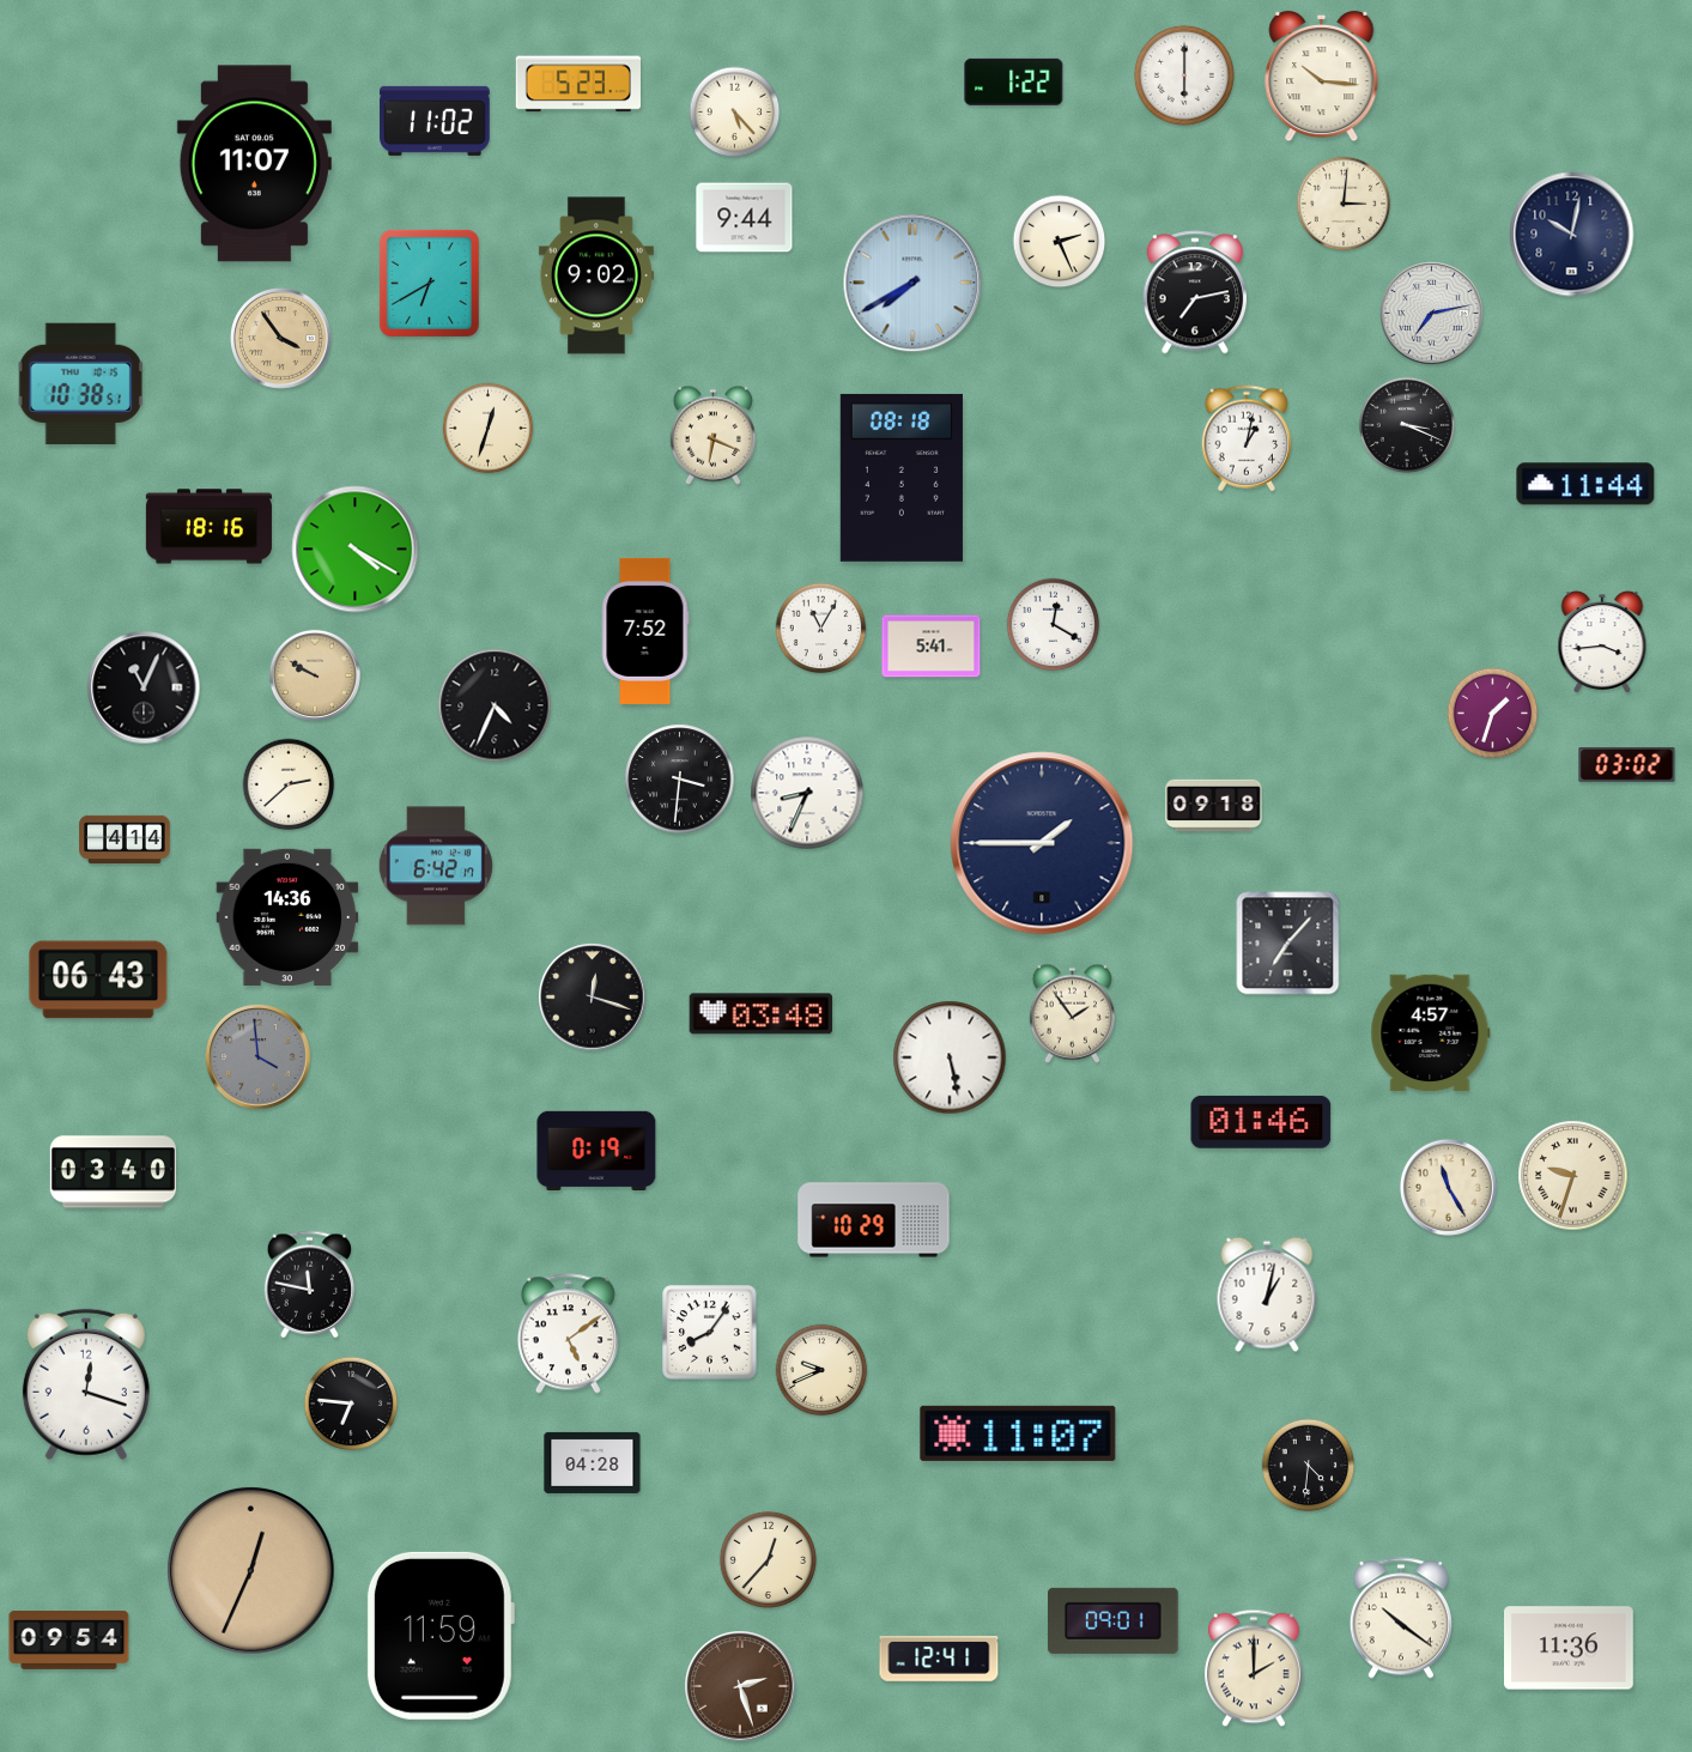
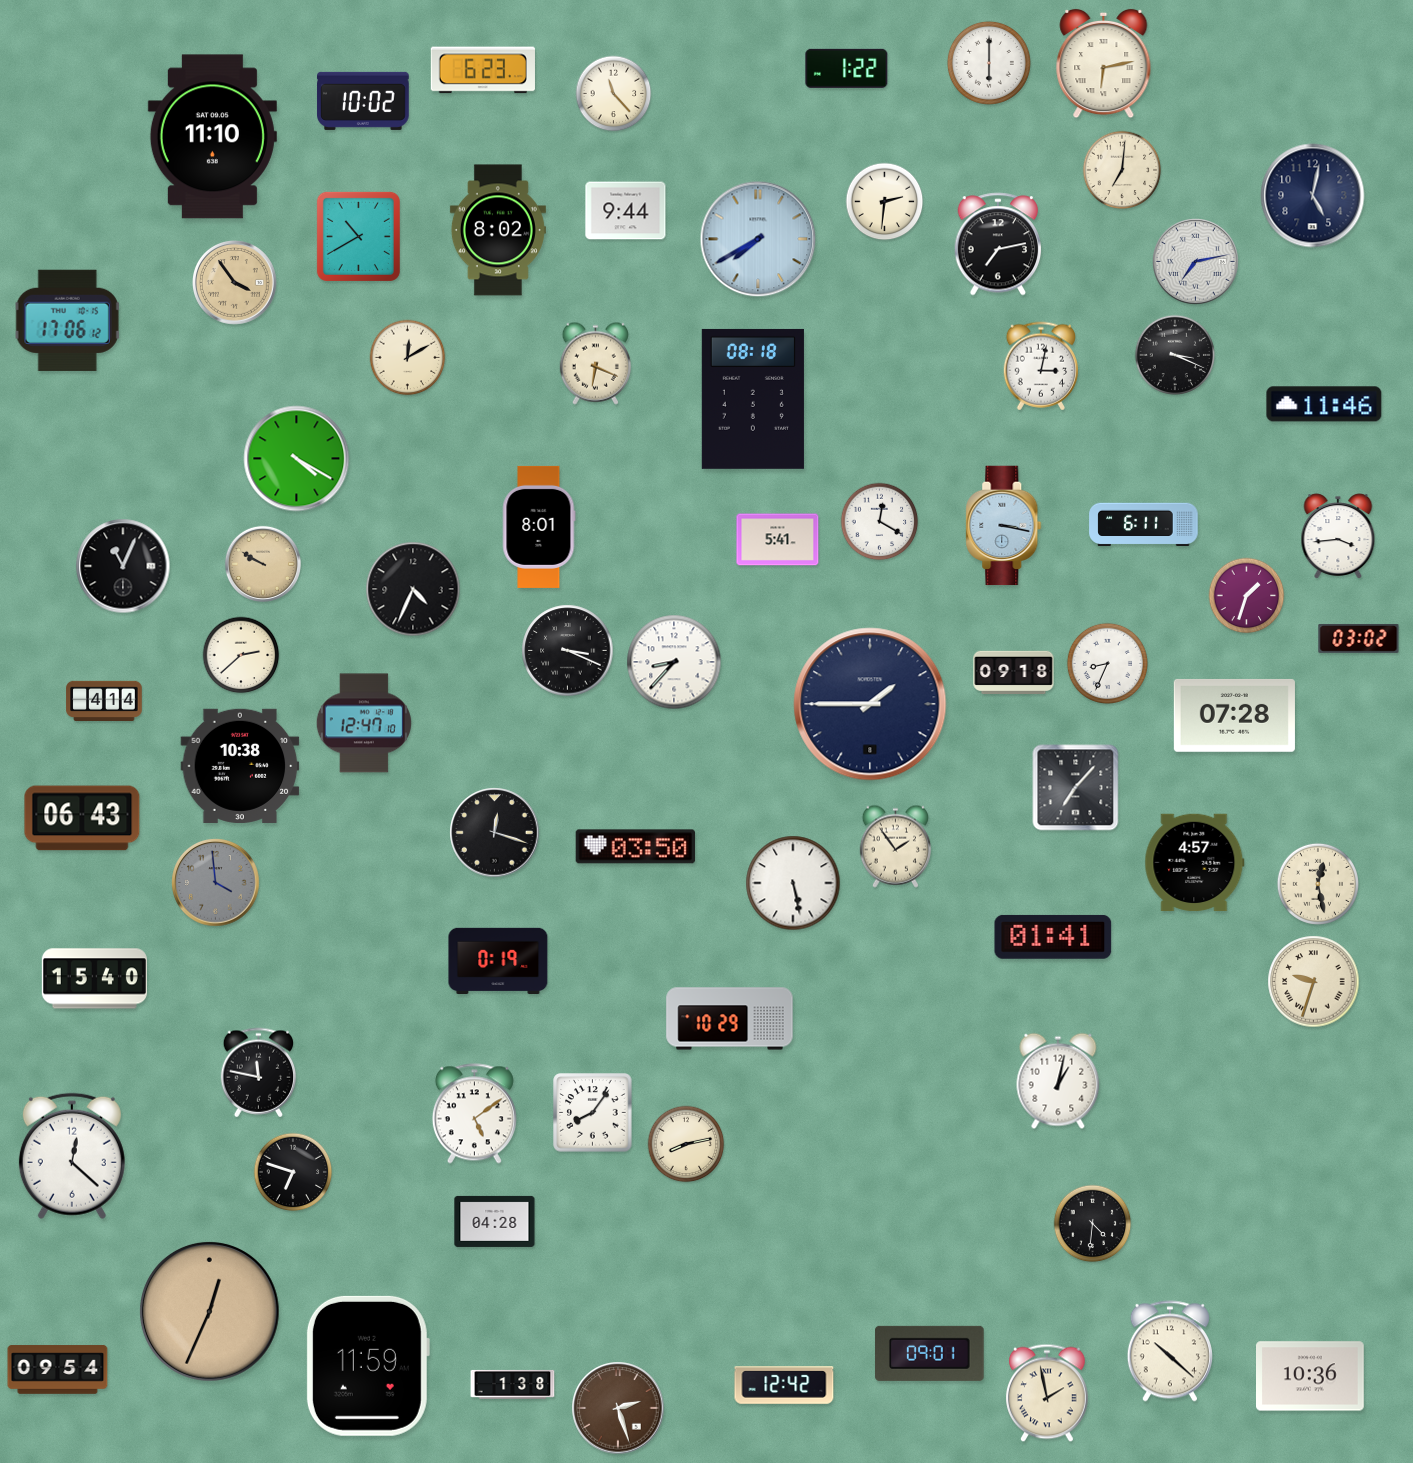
clock at (1322, 77): 10:16 -> 6:13
clock at (578, 84): 5:23 -> 6:23
clock at (735, 113): 5:23 -> 11:23
clock at (435, 121): 11:02 -> 10:02
clock at (254, 164): 11:07 -> 11:10
clock at (1344, 204): 3:01 -> 7:01
clock at (745, 218) position: (745, 218) -> (626, 211)
clock at (1572, 235): 10:02 -> 5:02
clock at (1060, 242): 2:26 -> 2:31
clock at (596, 275): 9:02 -> 8:02
clock at (429, 283): 6:40 -> 10:40
clock at (912, 283) position: (912, 283) -> (758, 239)
clock at (81, 383): 10:38 -> 17:06
clock at (489, 429): 12:33 -> 12:10
clock at (1245, 438): 1:02 -> 3:02
clock at (1585, 484): 11:44 -> 11:46
clock at (208, 527): 18:16 -> none
clock at (821, 629): 11:05 -> none
clock at (1144, 525): none -> 6:11
clock at (1004, 526): none -> 3:17
clock at (645, 631): 7:52 -> 8:01
clock at (144, 687) position: (144, 687) -> (123, 566)
clock at (680, 780): 3:31 -> 3:19
clock at (807, 793): 8:34 -> 8:37
clock at (1107, 663): none -> 8:34
clock at (1234, 715): none -> 07:28
clock at (436, 866): 6:42 -> 12:47
clock at (287, 917): 14:36 -> 10:38
clock at (762, 1014): 03:48 -> 03:50
clock at (1318, 884): none -> 12:28
clock at (1261, 1122): 01:46 -> 01:41
clock at (113, 1172): 03:40 -> 15:40
clock at (1448, 1187): 11:25 -> none
clock at (821, 1370): 9:41 -> 8:13
clock at (86, 1384): 12:18 -> 12:22
clock at (351, 1404): 6:46 -> 6:48
clock at (1018, 1433): 11:07 -> none
clock at (768, 1559): 12:37 -> none
clock at (1401, 1618): 10:21 -> 10:22
clock at (1570, 1648): 11:36 -> 10:36
clock at (513, 1384): none -> 1:38
clock at (939, 1659): 12:41 -> 12:42
clock at (1255, 1668): 2:00 -> 1:58
